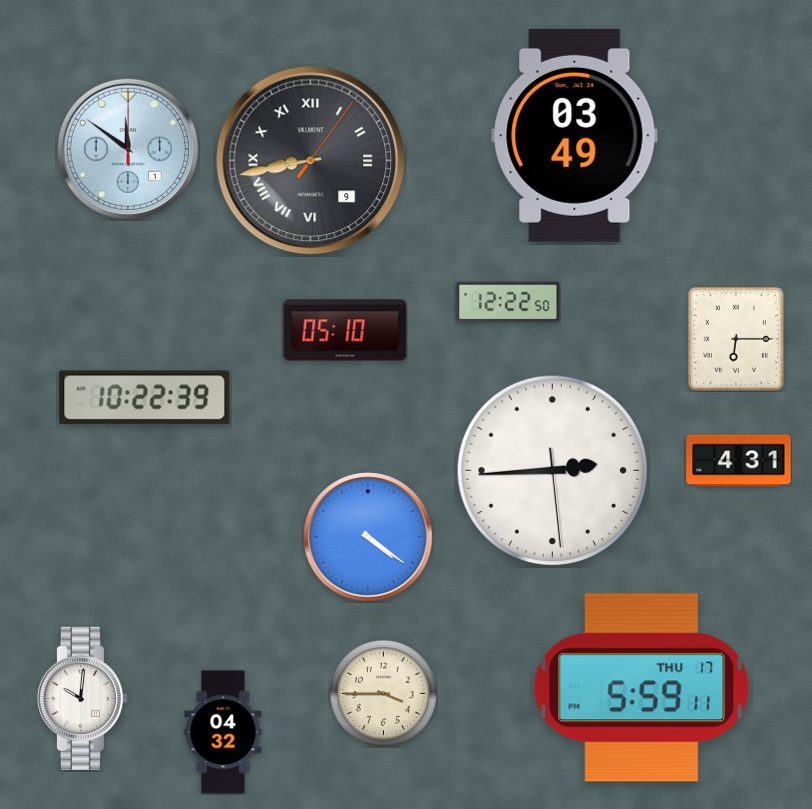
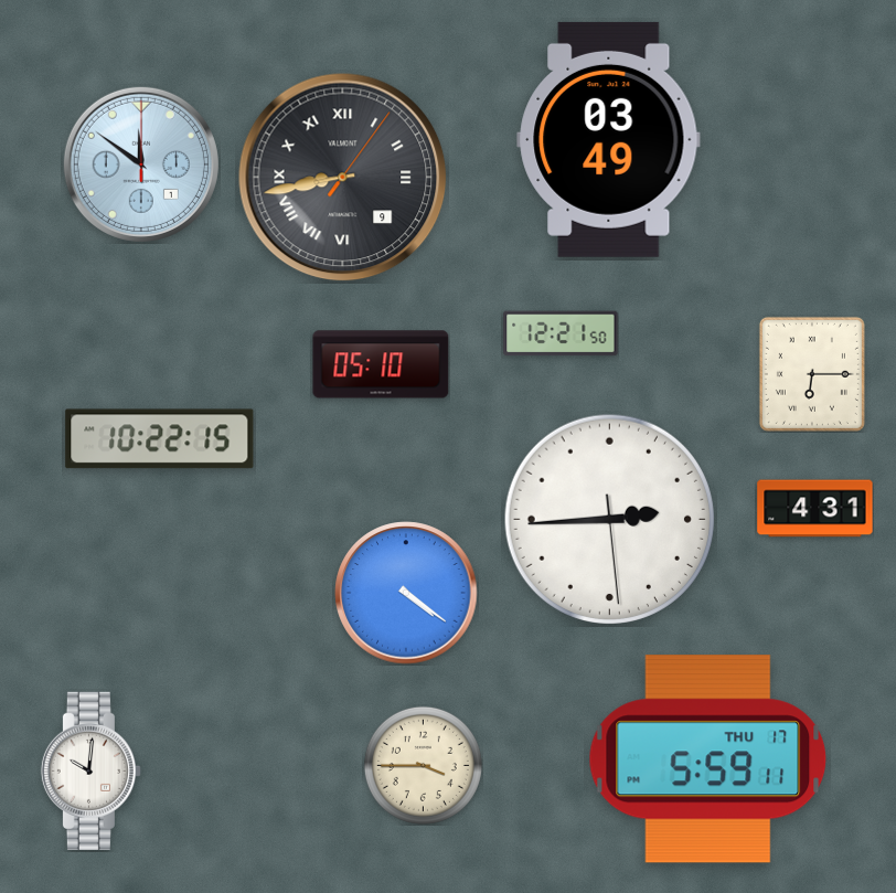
clock at (575, 135) position: (575, 135) -> (609, 139)
clock at (508, 302): 12:22 -> 12:21
clock at (145, 398): 10:22:39 -> 10:22:15
clock at (223, 732): 04:32 -> none
